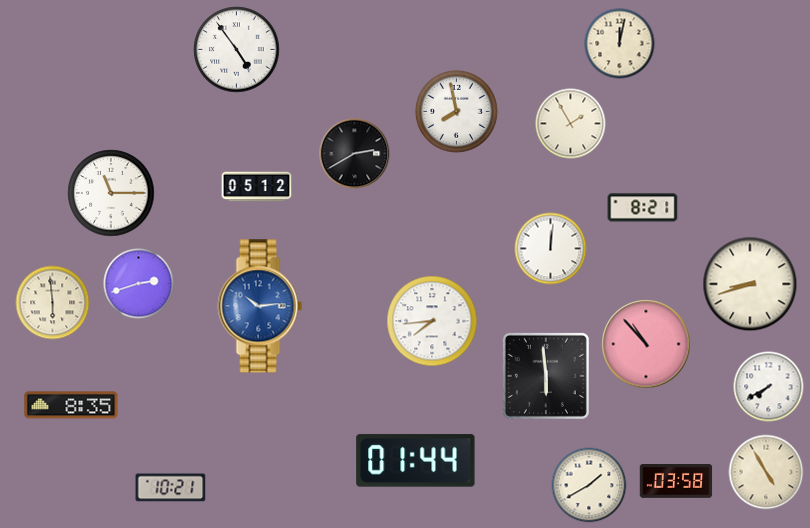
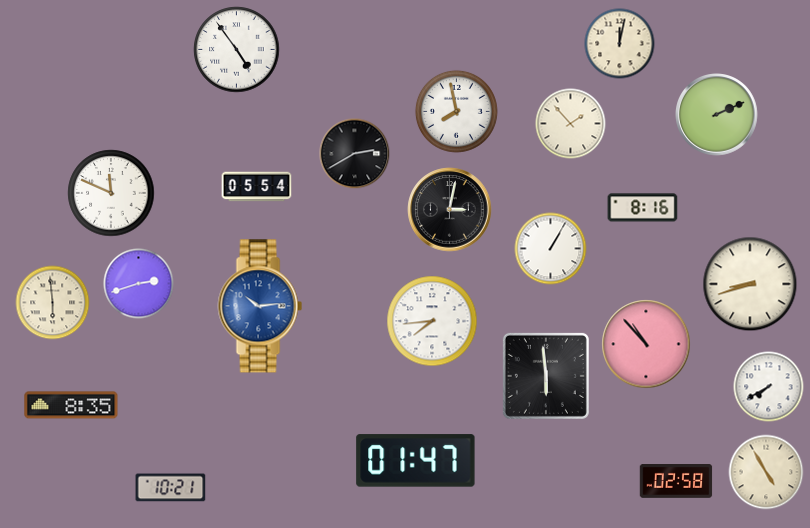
clock at (717, 115): none -> 2:11
clock at (571, 124): 1:55 -> 1:53
clock at (257, 187): 05:12 -> 05:54
clock at (111, 193): 11:15 -> 11:49
clock at (643, 208): 8:21 -> 8:16
clock at (450, 210): none -> 3:02
clock at (551, 249): 12:01 -> 1:05
clock at (416, 461): 01:44 -> 01:47
clock at (676, 482): 03:58 -> 02:58
clock at (589, 485): 1:40 -> none
